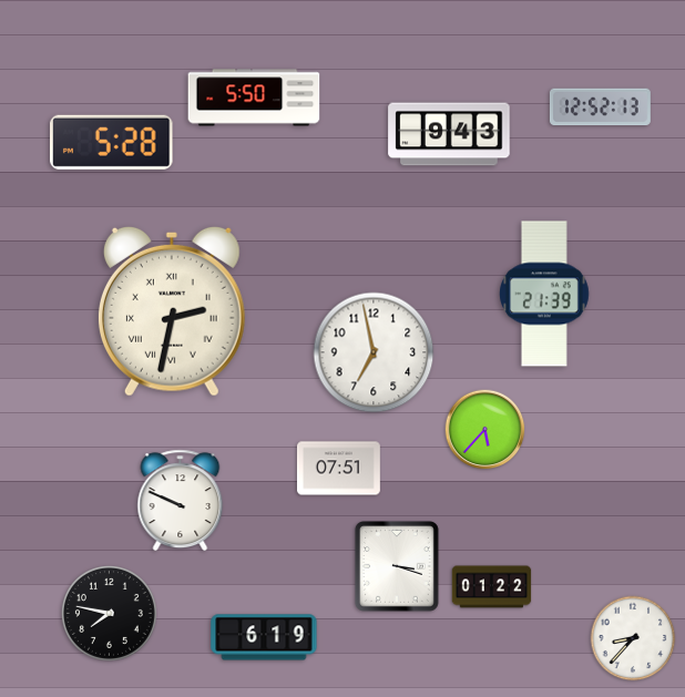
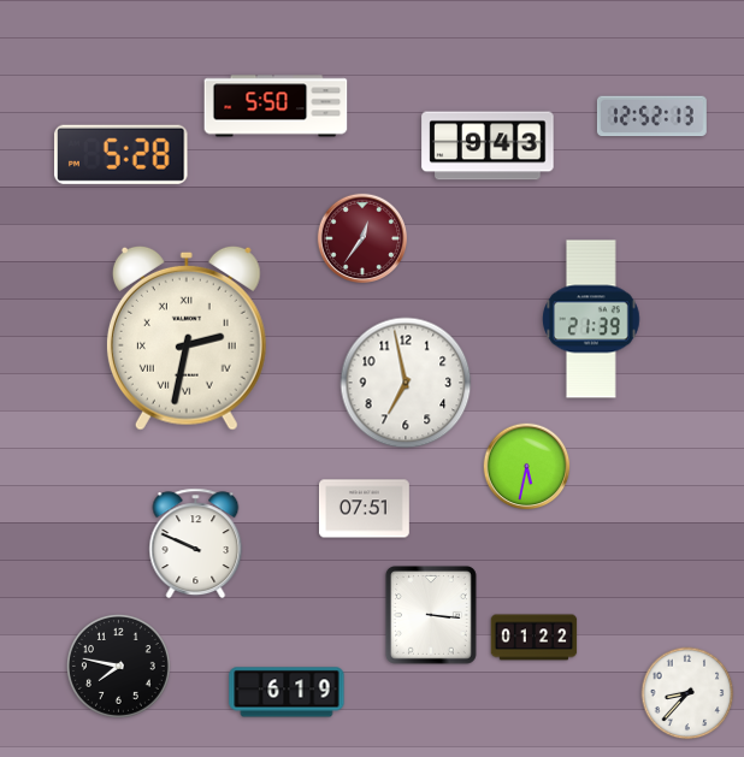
clock at (362, 238): none -> 12:36
clock at (485, 430): 5:37 -> 5:32
clock at (339, 469) position: (339, 469) -> (365, 509)
clock at (397, 567): 3:18 -> 3:16
